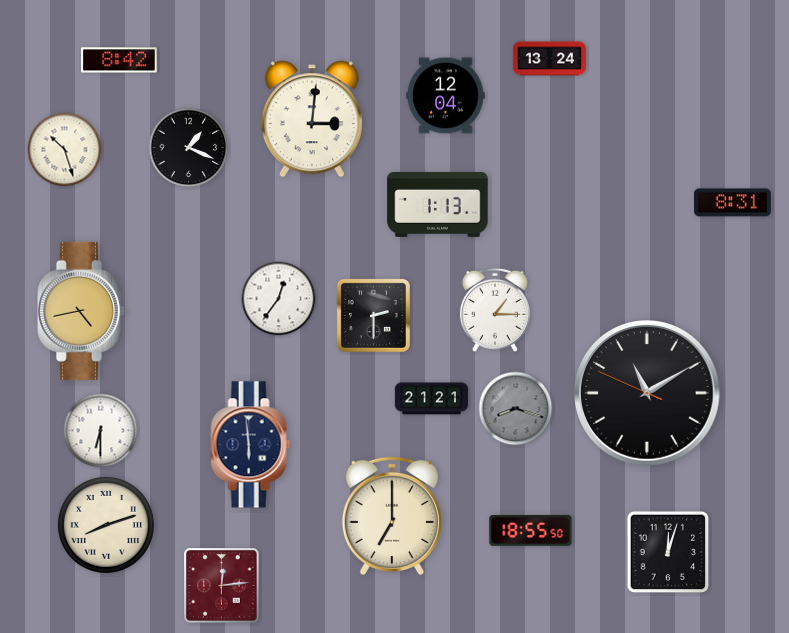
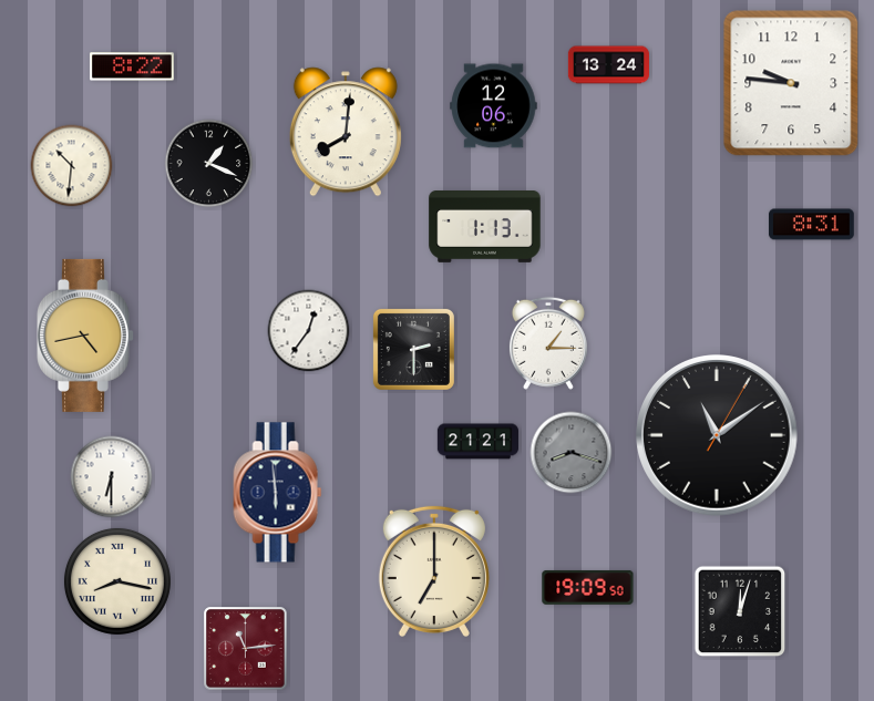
clock at (119, 60): 8:42 -> 8:22
clock at (791, 83): none -> 9:46
clock at (446, 96): 12:04 -> 12:06
clock at (312, 119): 3:01 -> 8:01
clock at (65, 150): 10:27 -> 10:31
clock at (81, 311) position: (81, 311) -> (85, 336)
clock at (647, 393): 11:09:49 -> 11:09:05
clock at (106, 525): 8:12 -> 8:17
clock at (531, 530): 18:55 -> 19:09
clock at (222, 586): 12:14 -> 11:14
